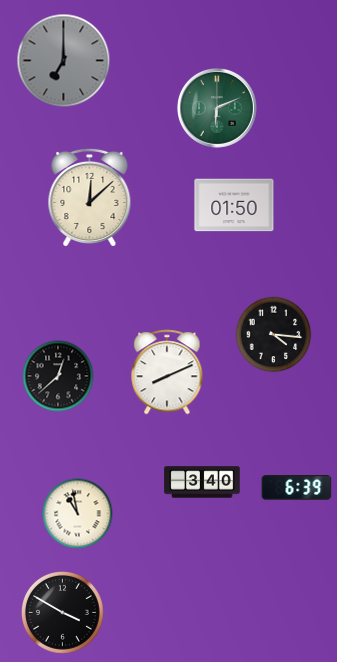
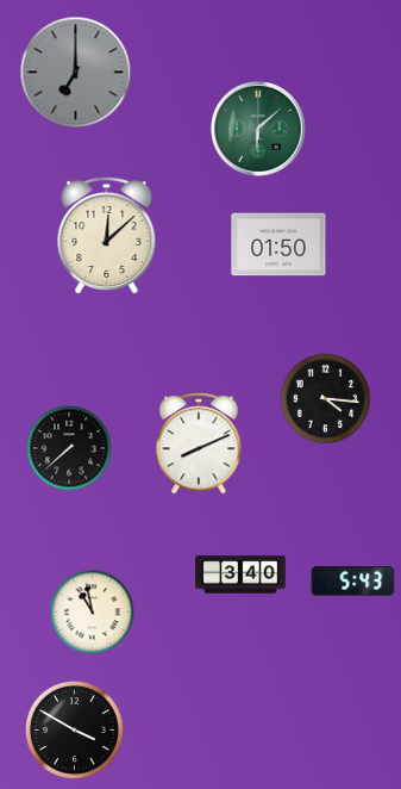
clock at (218, 109): 6:11 -> 6:08
clock at (58, 376): 12:38 -> 7:38
clock at (297, 488): 6:39 -> 5:43
